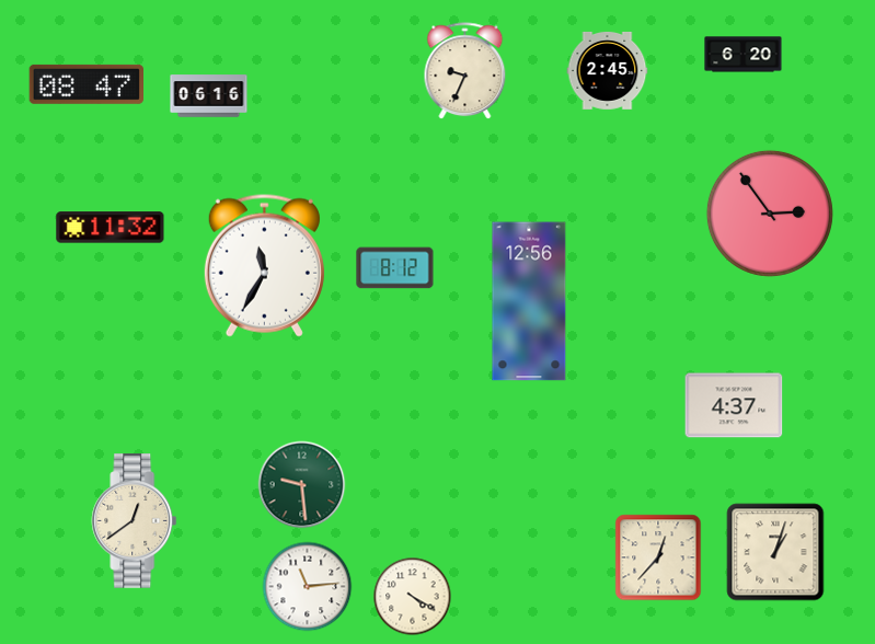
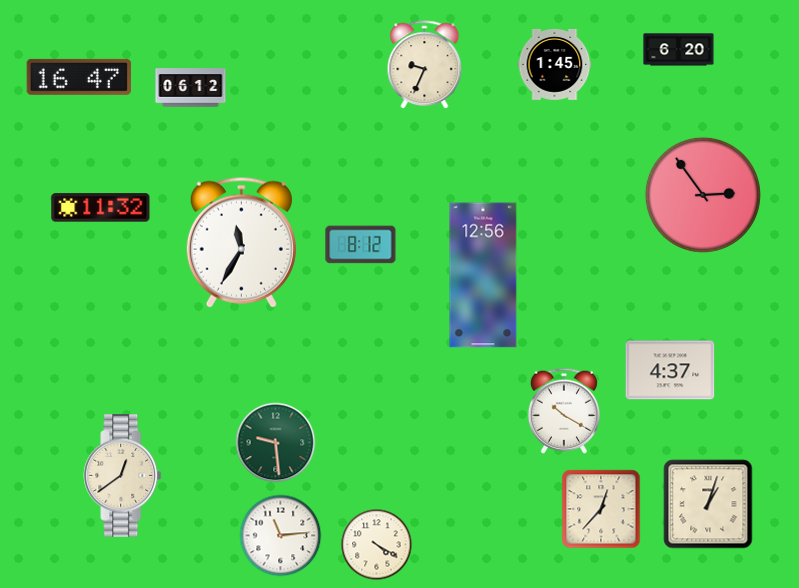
clock at (608, 71): 2:45 -> 1:45
clock at (85, 84): 08:47 -> 16:47
clock at (209, 96): 06:16 -> 06:12
clock at (563, 411): none -> 10:20
